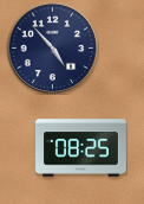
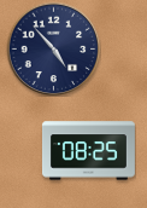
clock at (80, 148) position: (80, 148) -> (88, 151)
